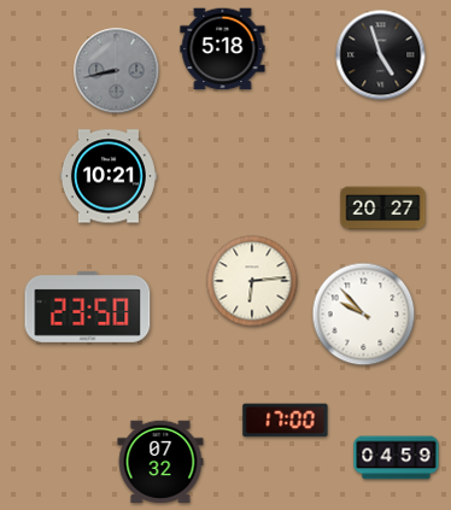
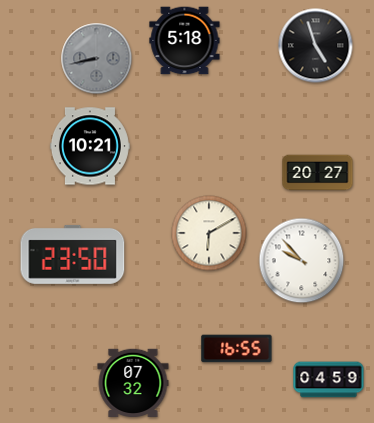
clock at (252, 281): 6:14 -> 6:10
clock at (286, 421): 17:00 -> 16:55
